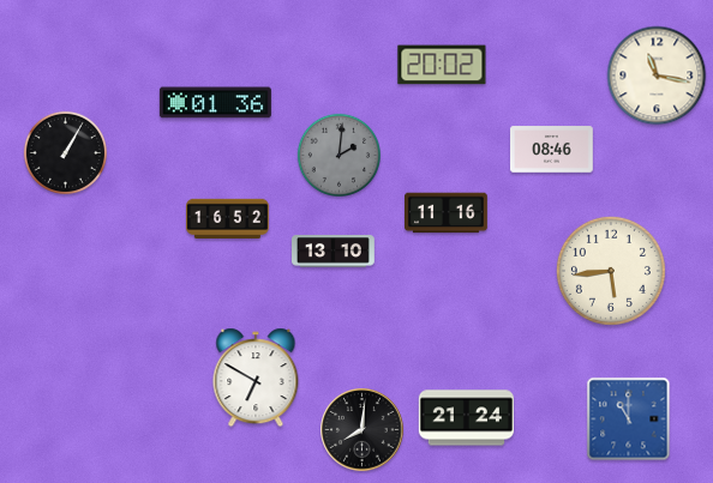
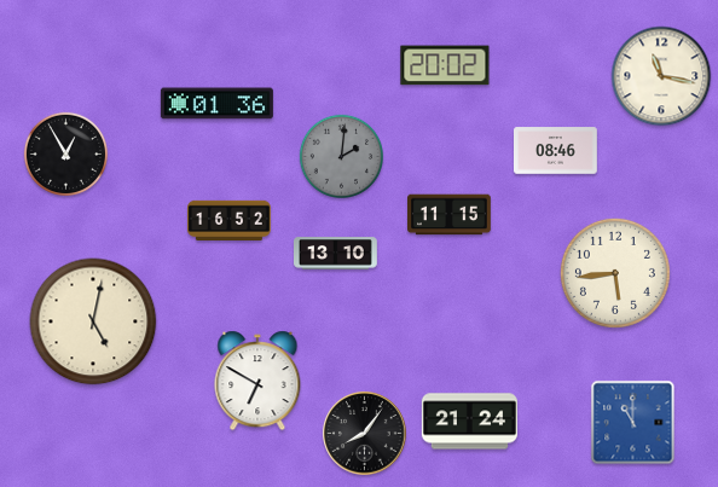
clock at (65, 152): 1:05 -> 12:55
clock at (447, 213): 11:16 -> 11:15
clock at (93, 321): none -> 5:02
clock at (363, 430): 8:01 -> 8:06
